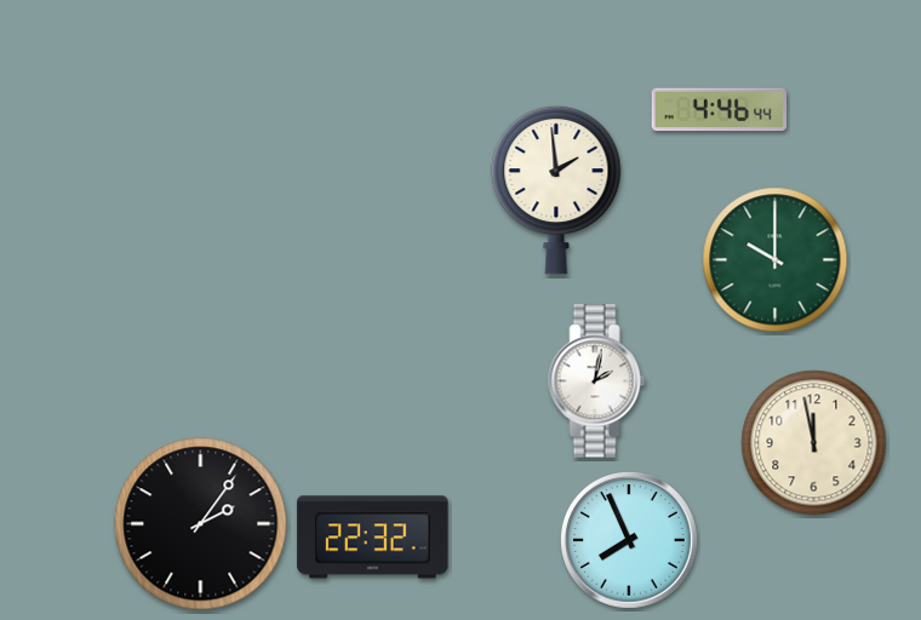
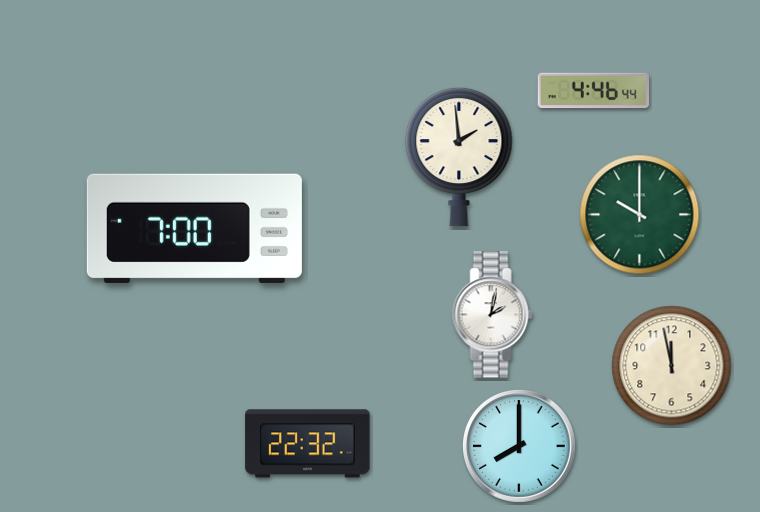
clock at (194, 228): none -> 7:00
clock at (201, 524): 2:06 -> none
clock at (630, 541): 7:56 -> 8:00
